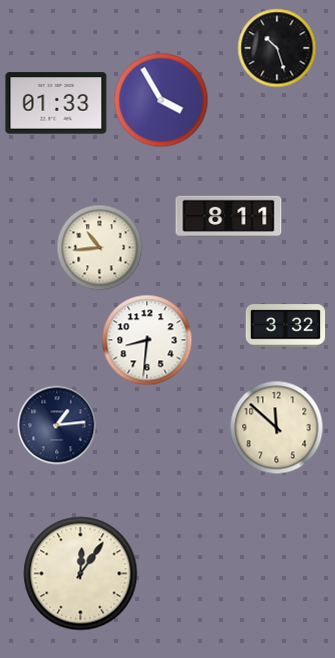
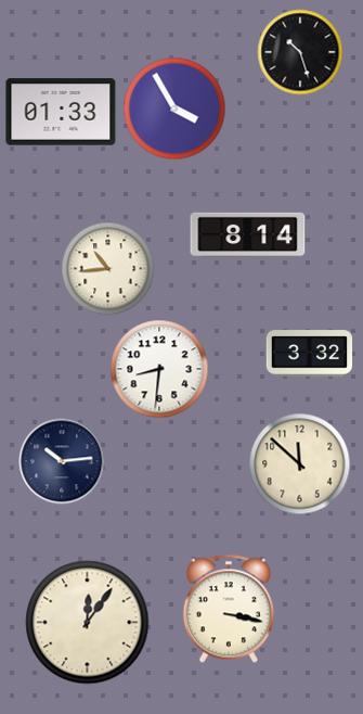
clock at (229, 216): 8:11 -> 8:14
clock at (57, 425): 1:14 -> 10:14
clock at (229, 609): none -> 3:17
